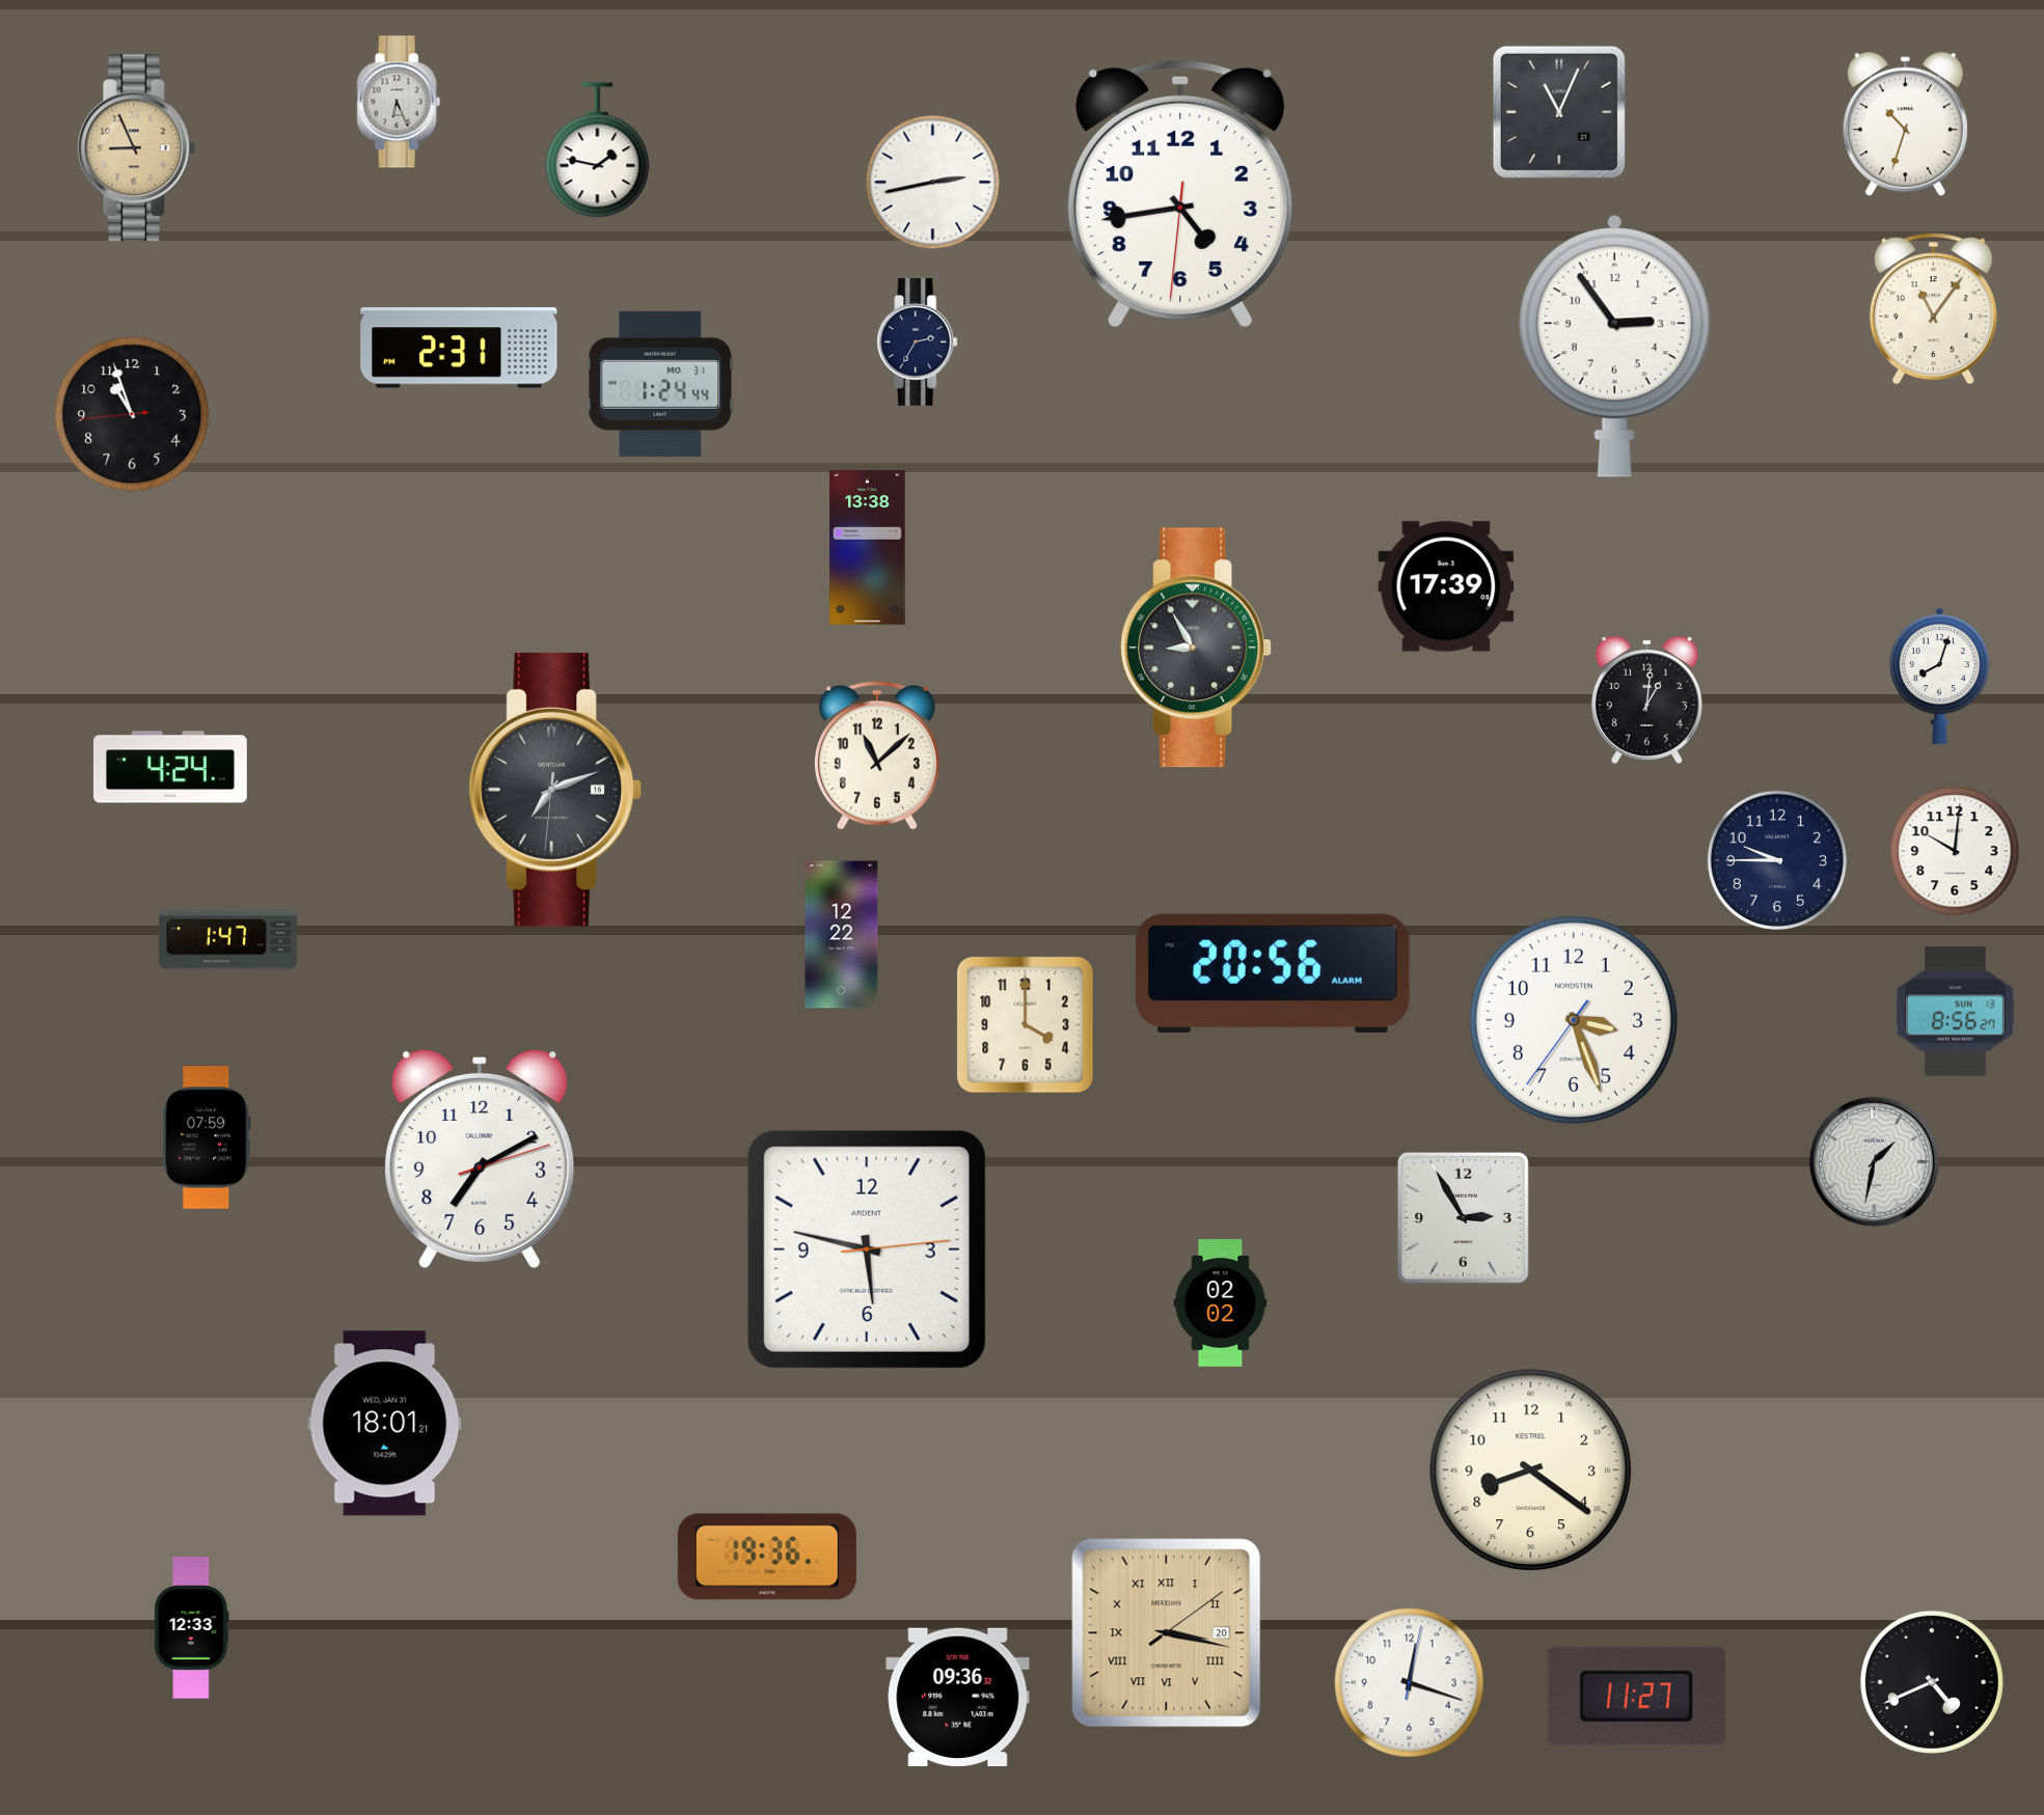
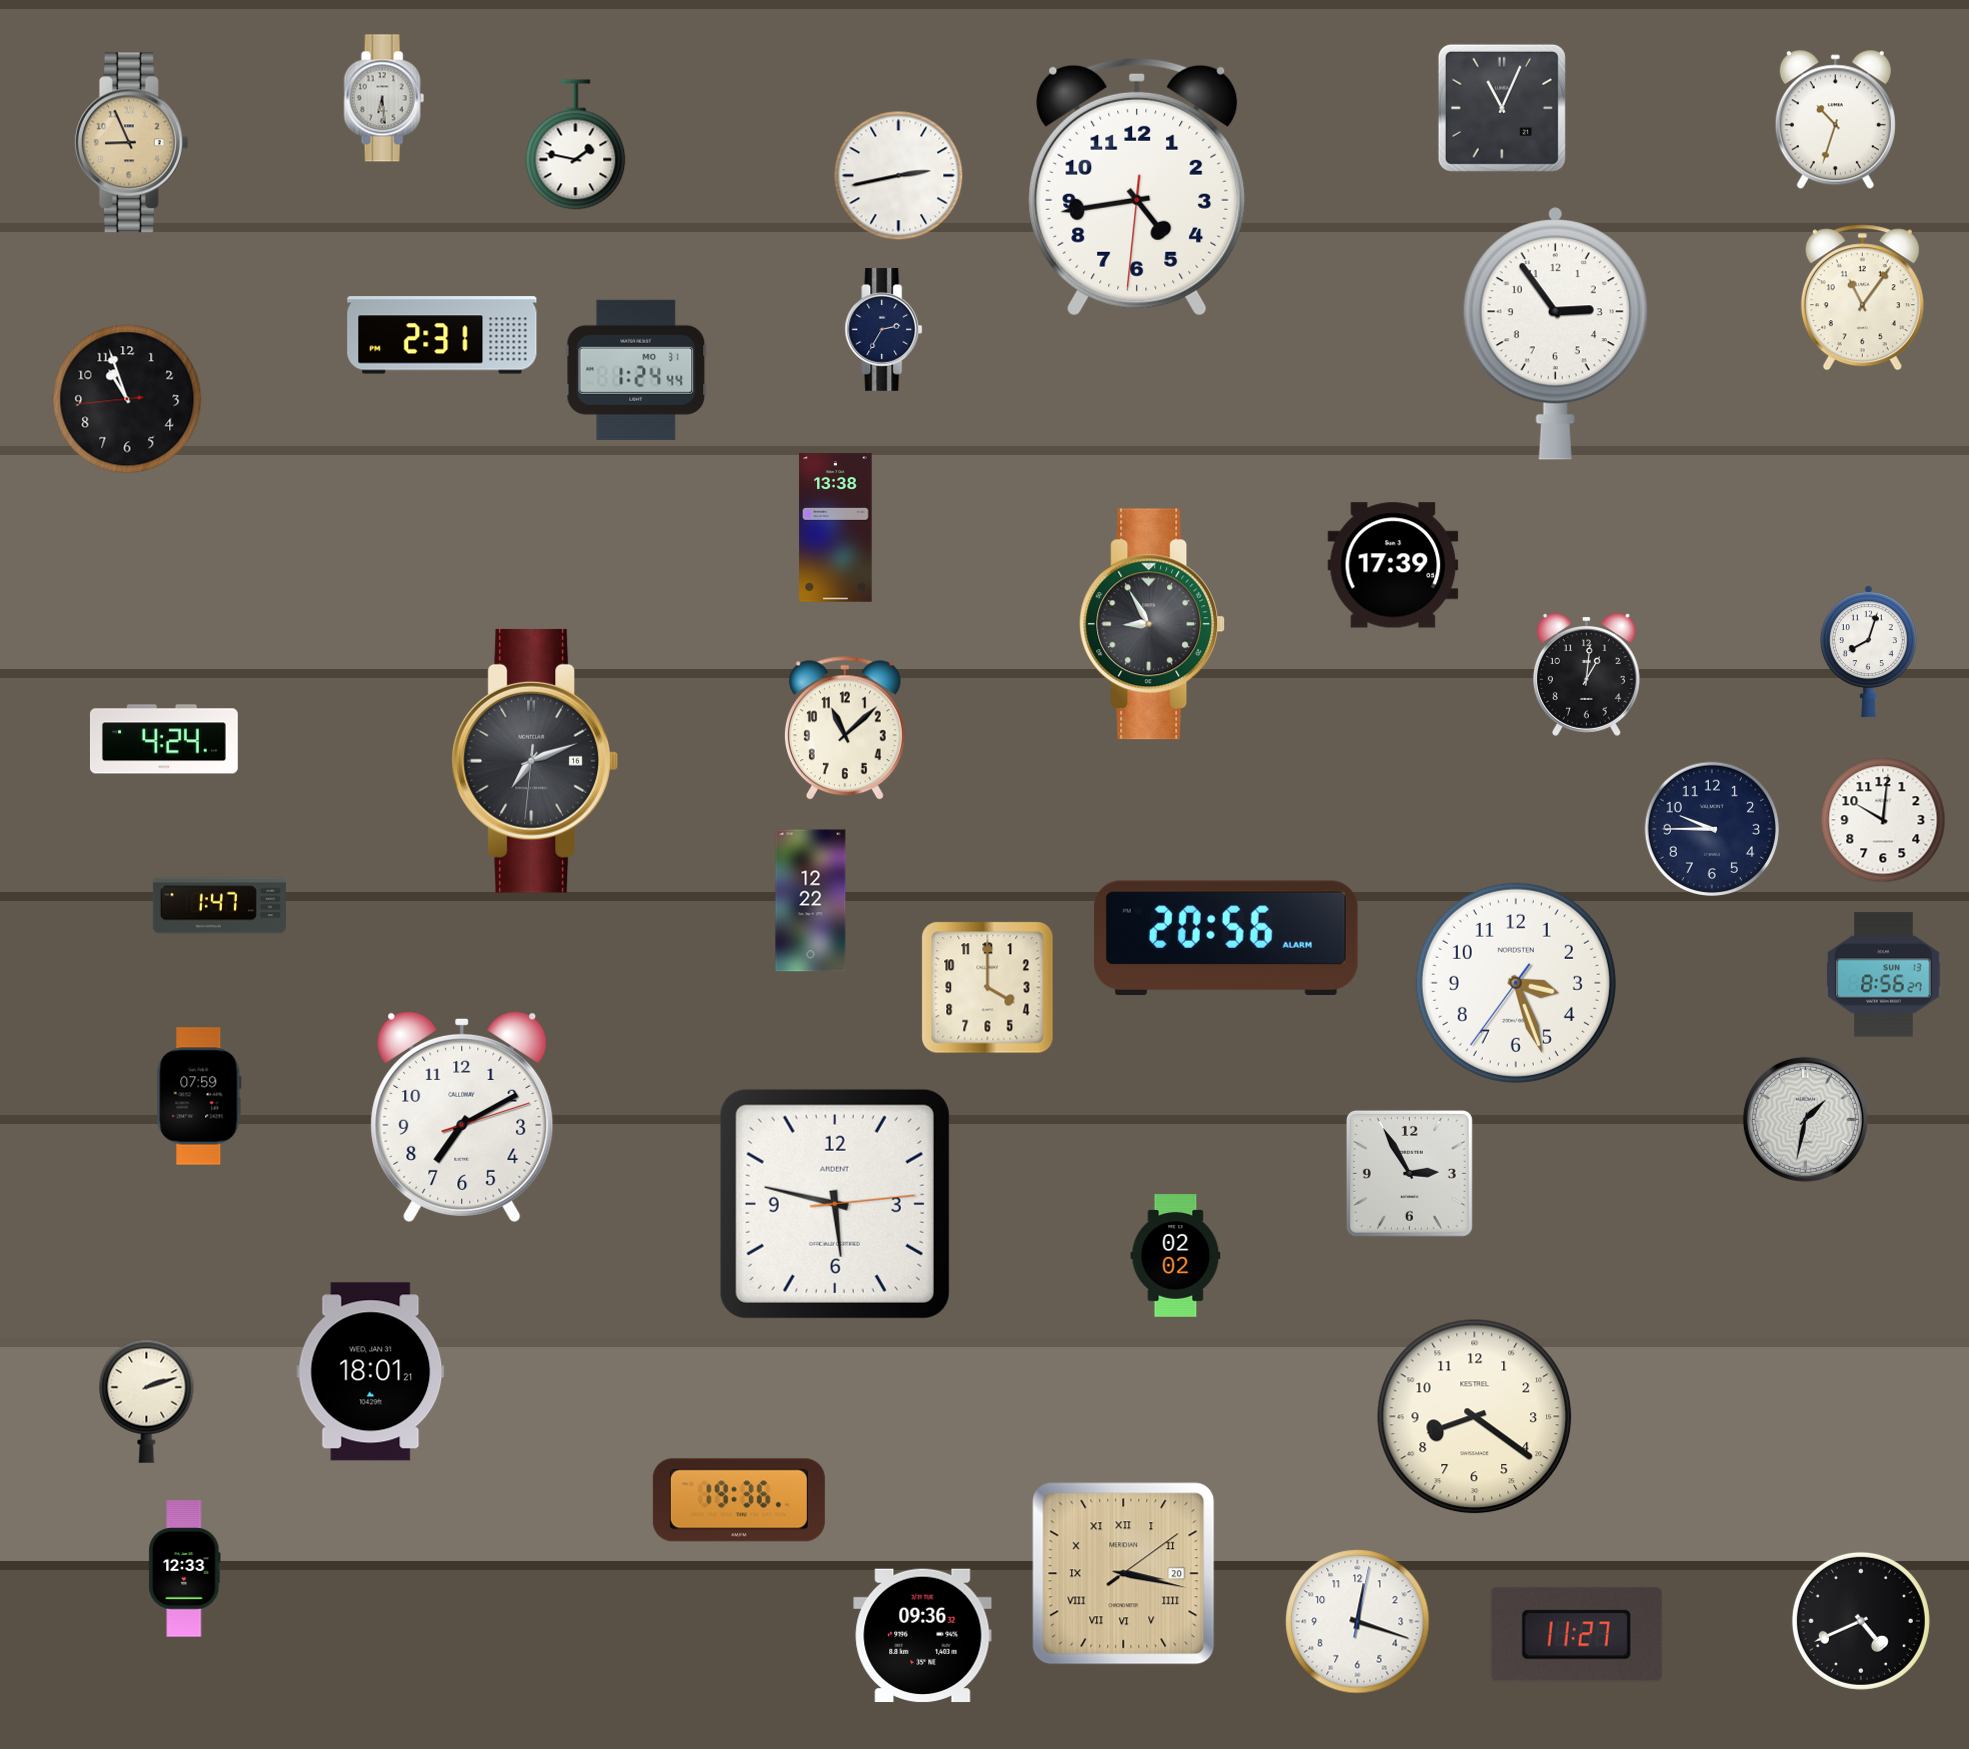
clock at (399, 102): 6:26 -> 6:29
clock at (147, 1401): none -> 2:12
